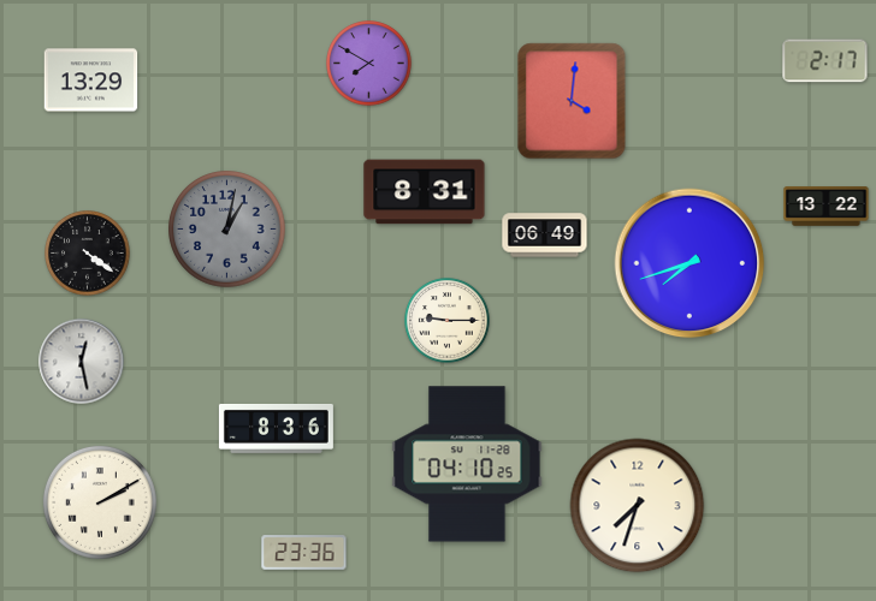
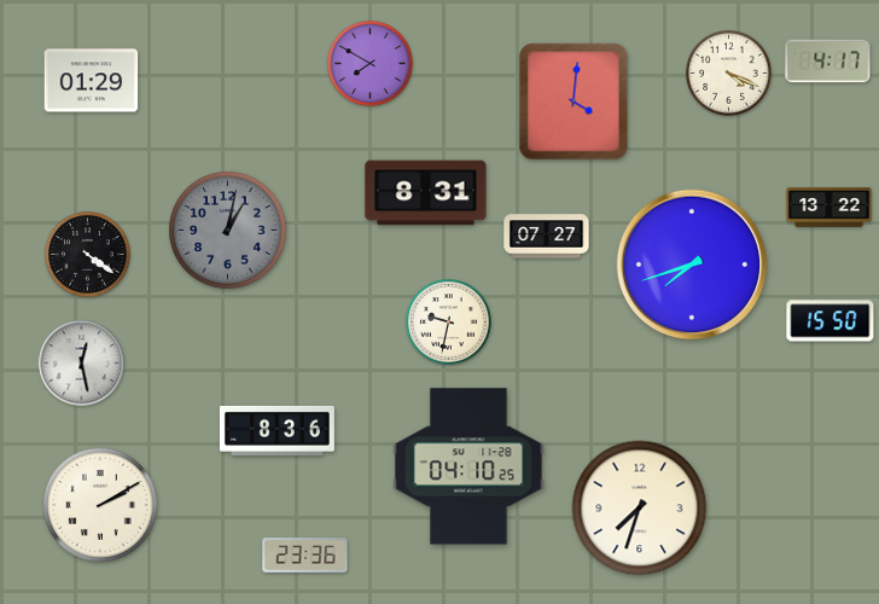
clock at (825, 61): 2:17 -> 4:17
clock at (729, 74): none -> 4:19
clock at (91, 81): 13:29 -> 01:29
clock at (545, 236): 06:49 -> 07:27
clock at (831, 321): none -> 15:50
clock at (448, 321): 9:15 -> 9:32
